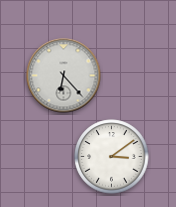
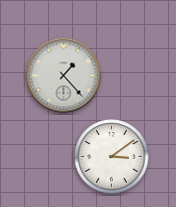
clock at (64, 76): 6:23 -> 1:23
